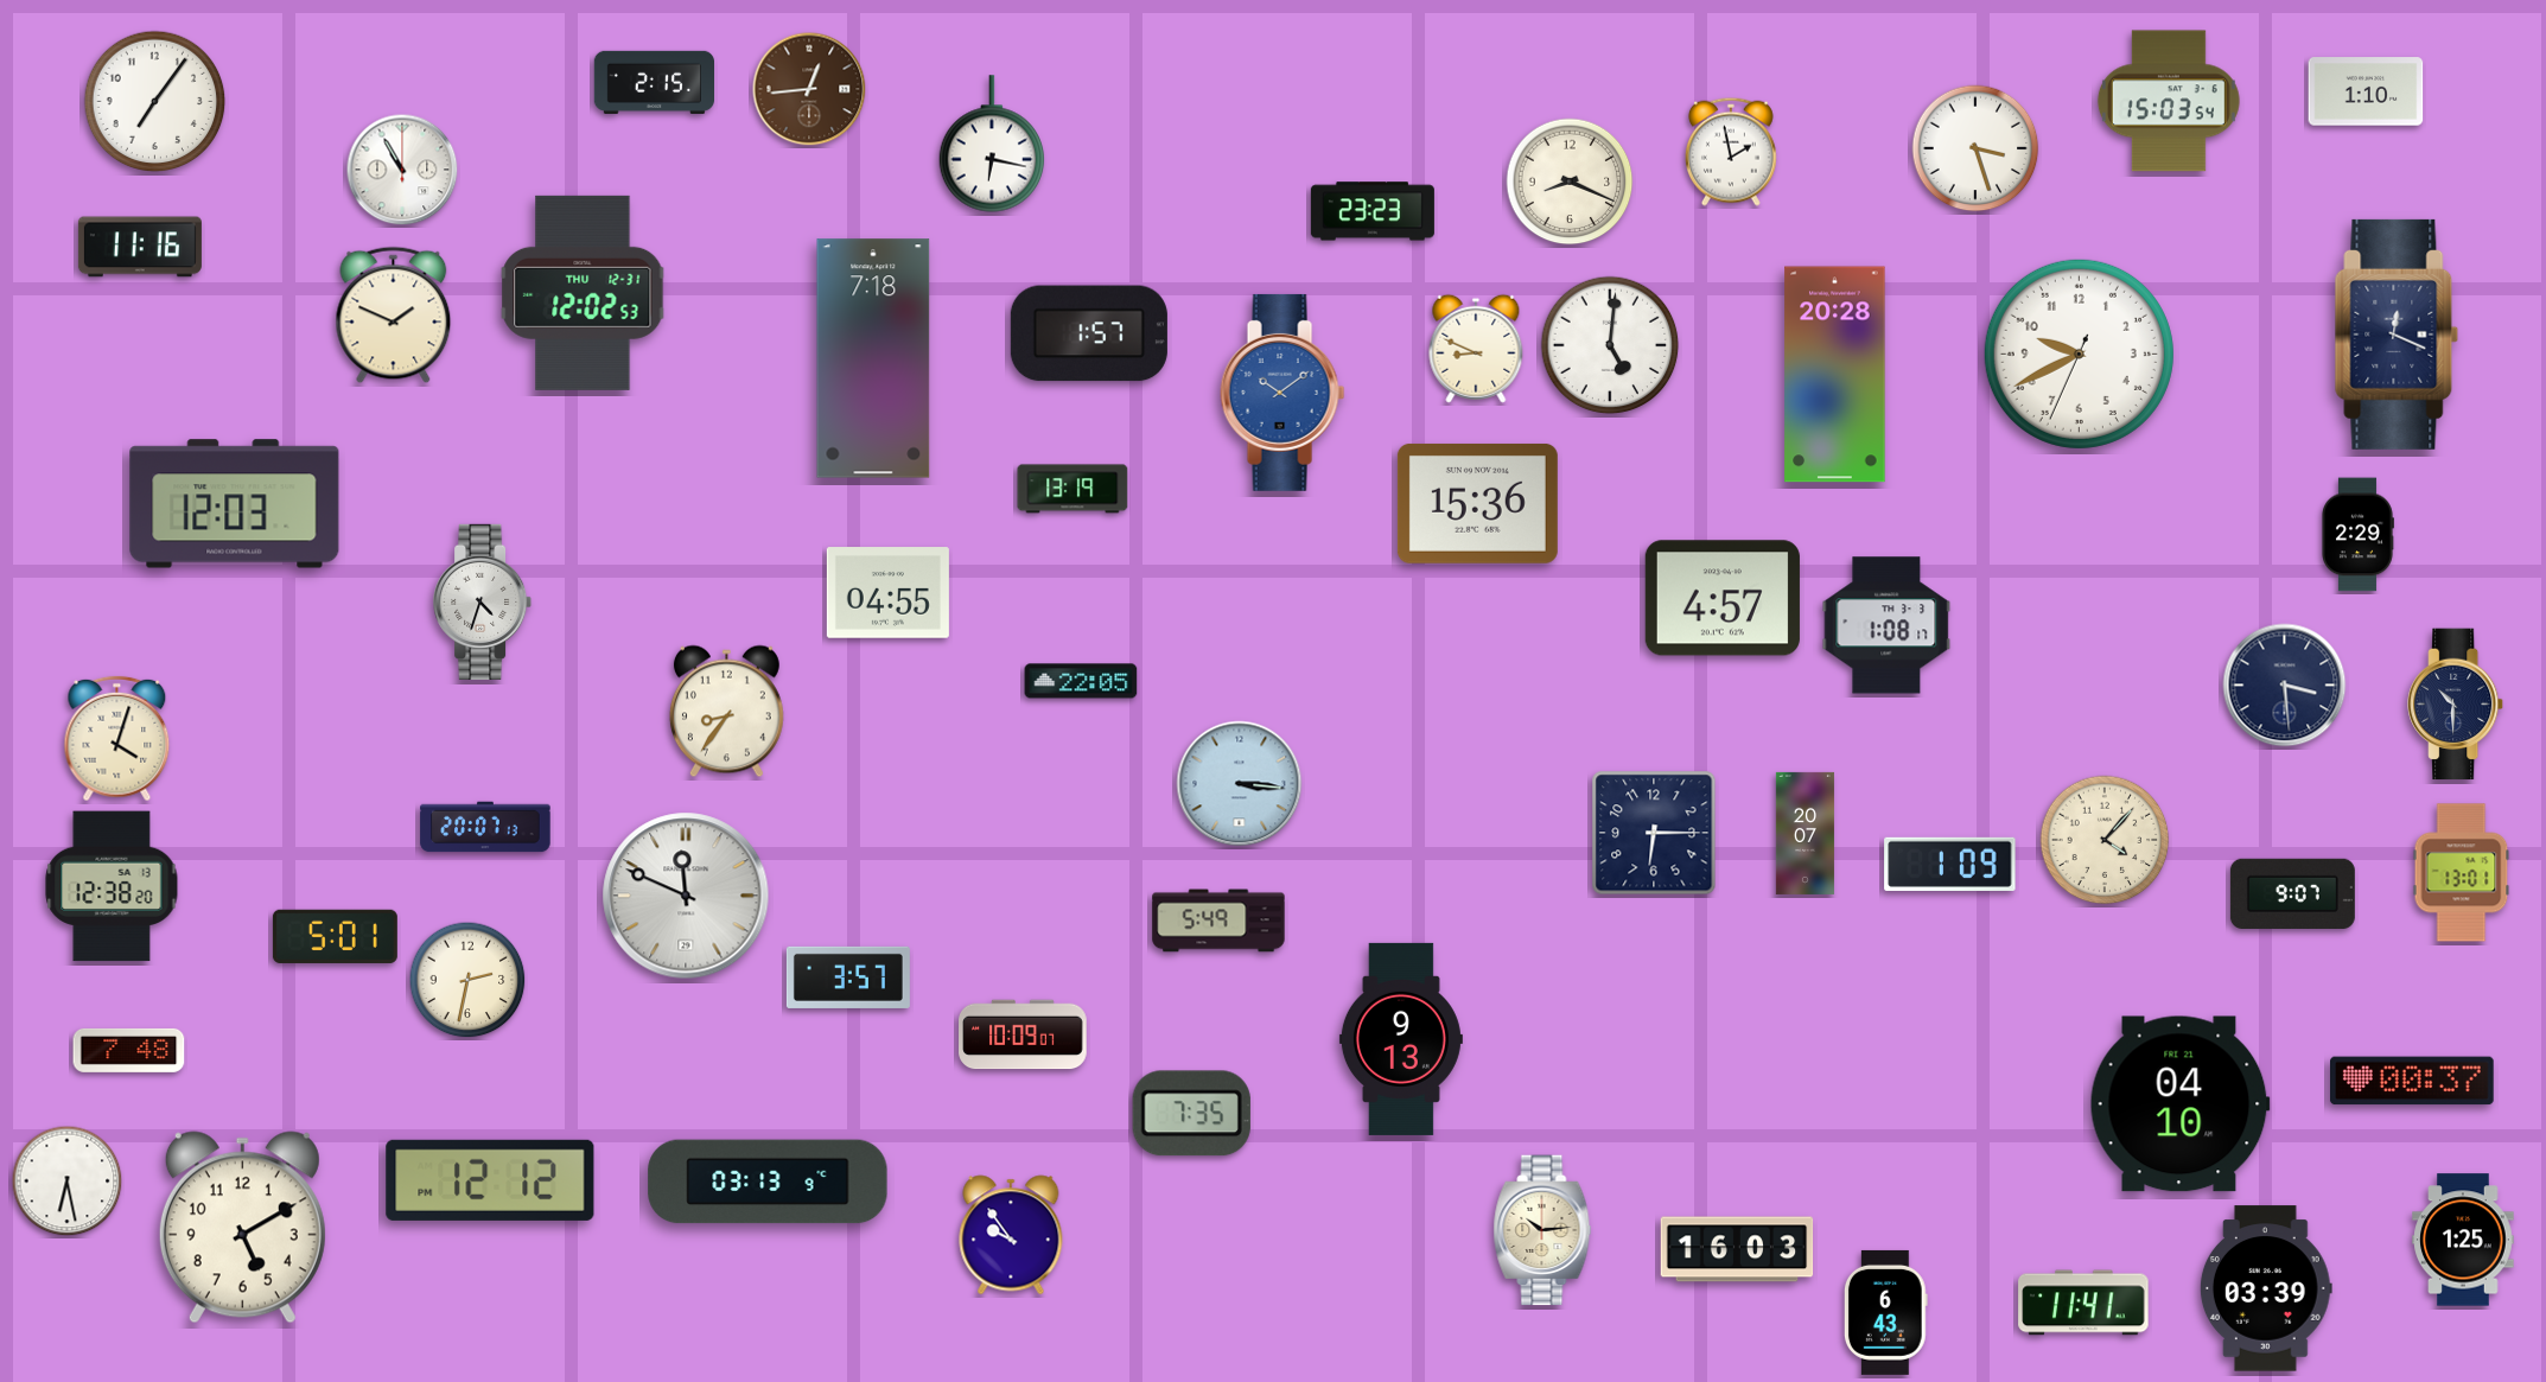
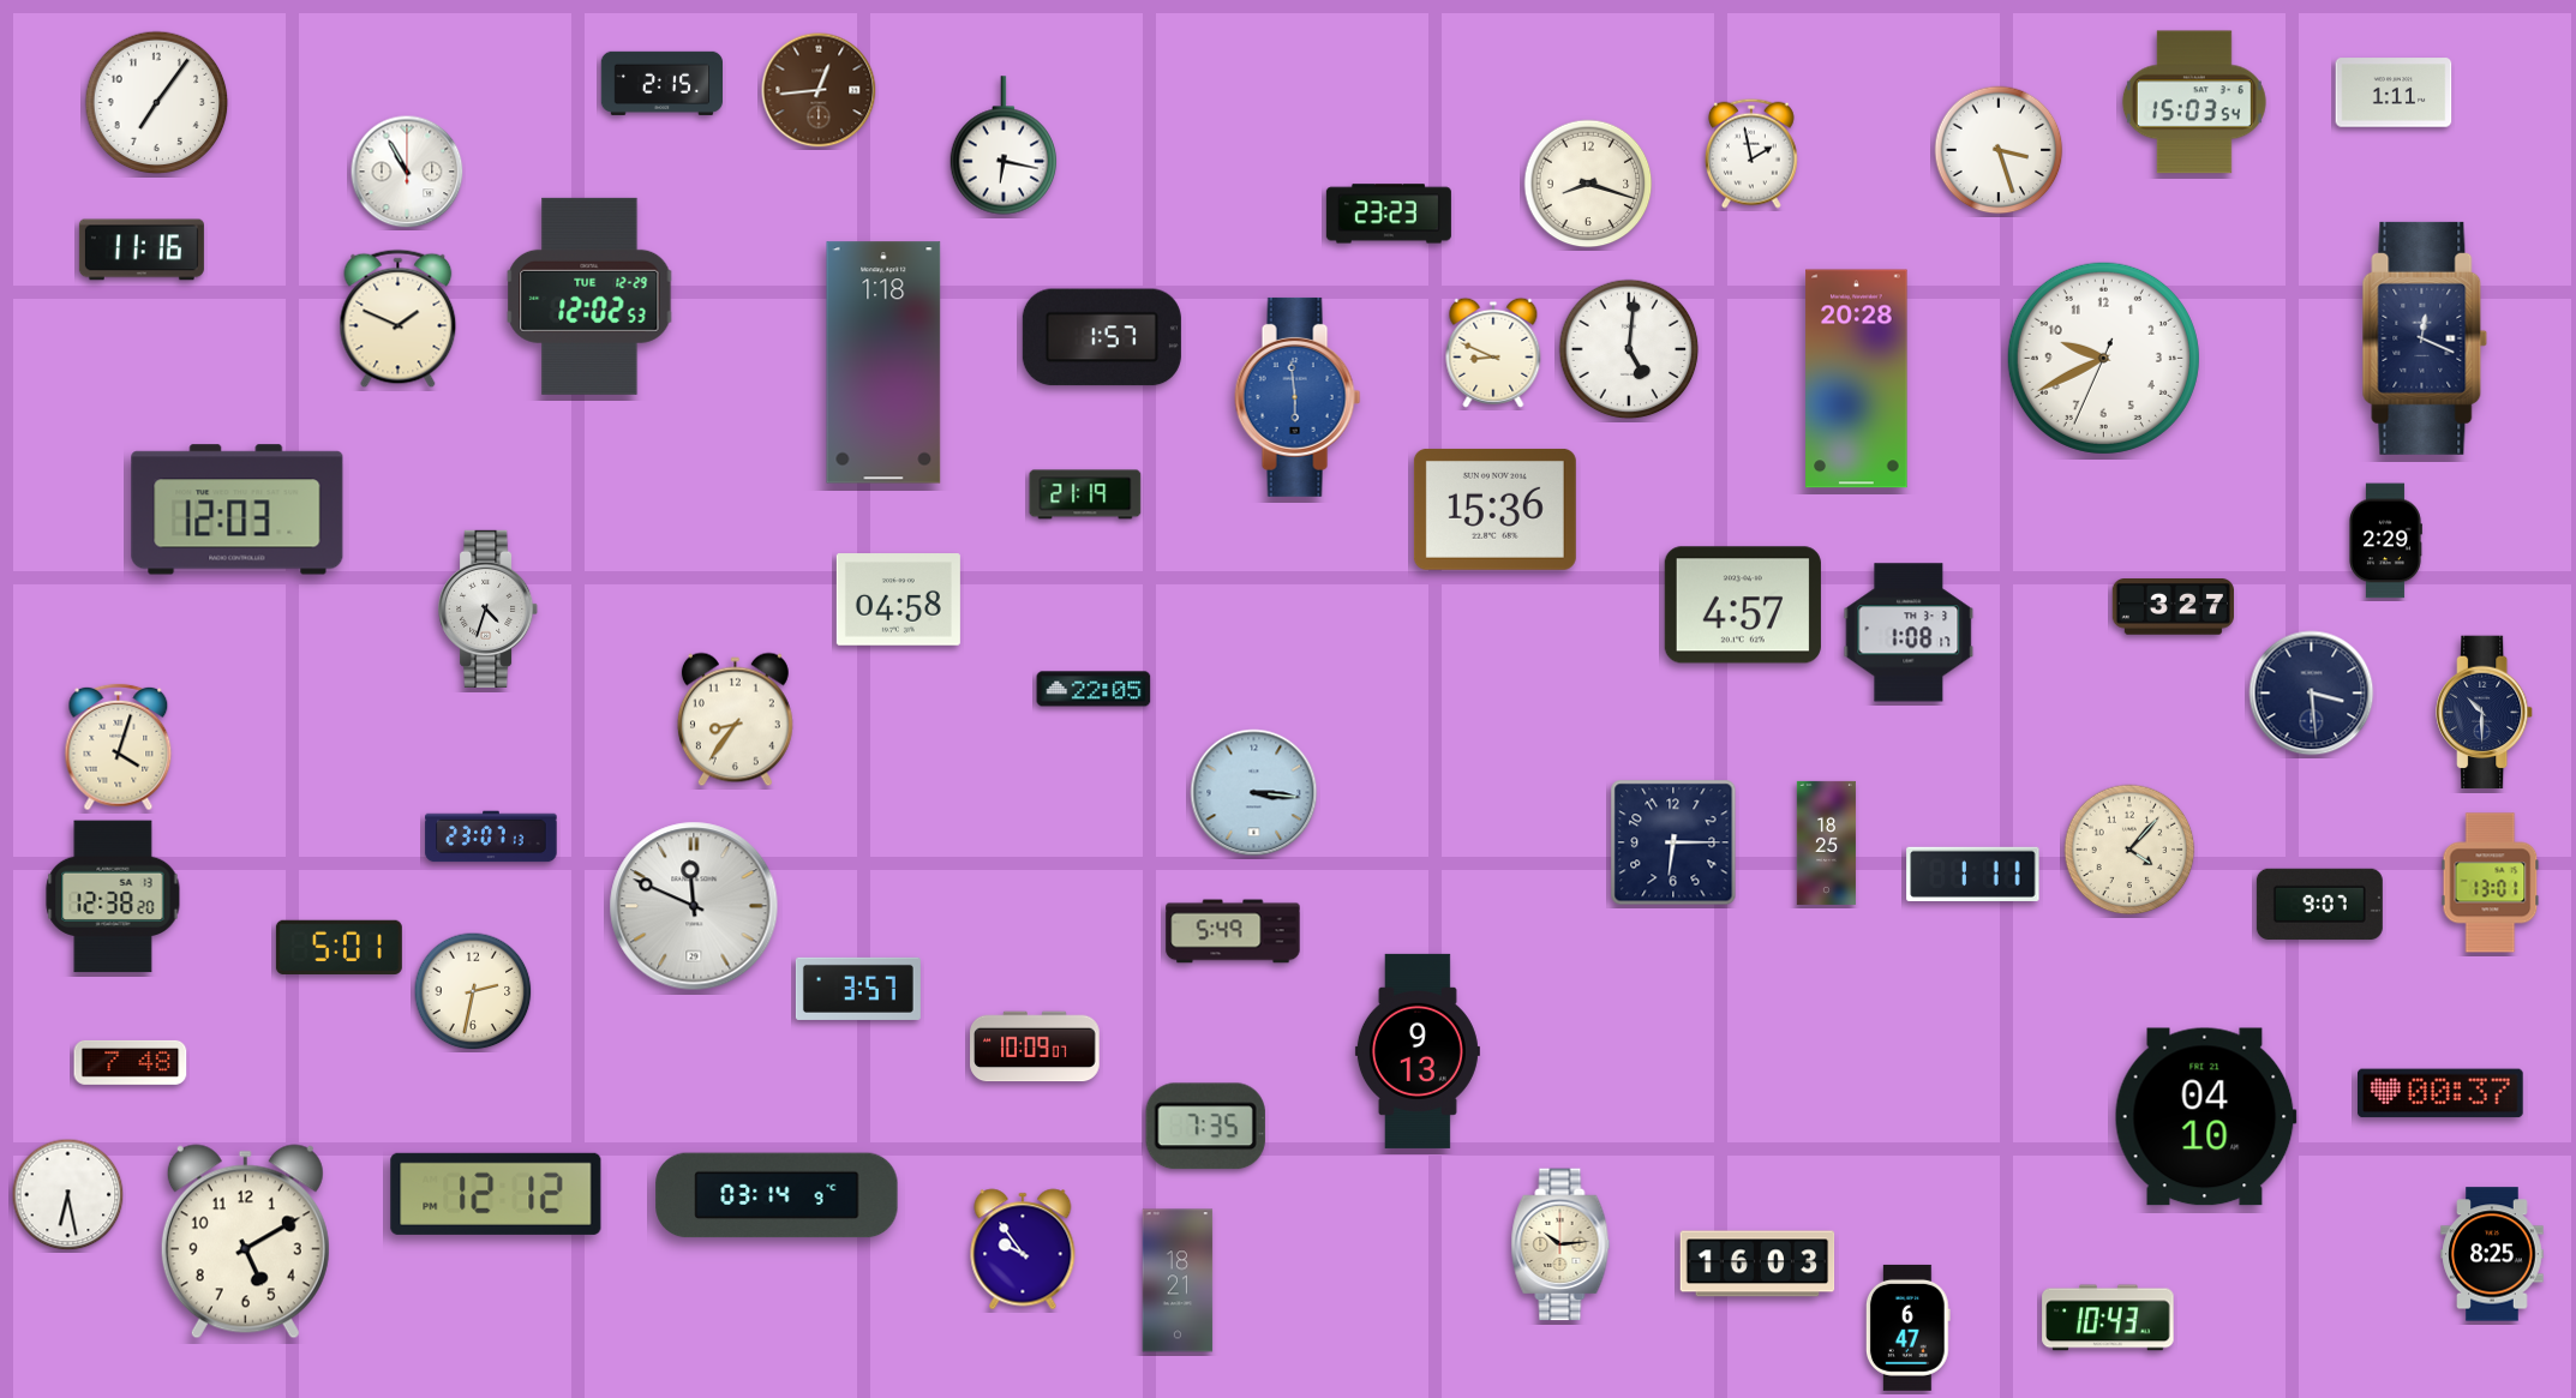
clock at (2366, 91): 1:10 -> 1:11
clock at (1570, 181): 8:19 -> 8:18
clock at (583, 293) date: THU 12-31 -> TUE 12-29
clock at (873, 358): 7:18 -> 1:18
clock at (1282, 393): 10:09 -> 5:59
clock at (1072, 489): 13:19 -> 21:19
clock at (887, 593): 04:55 -> 04:58
clock at (2173, 607): none -> 3:27
clock at (485, 827): 20:07 -> 23:07
clock at (1805, 833): 20:07 -> 18:25
clock at (1950, 864): 1:09 -> 1:11
clock at (768, 1182): 03:13 -> 03:14
clock at (2463, 1240): 1:25 -> 8:25
clock at (1178, 1280): none -> 18:21
clock at (2266, 1288): 03:39 -> none
clock at (2083, 1303): 11:41 -> 10:43
clock at (1885, 1312): 6:43 -> 6:47
